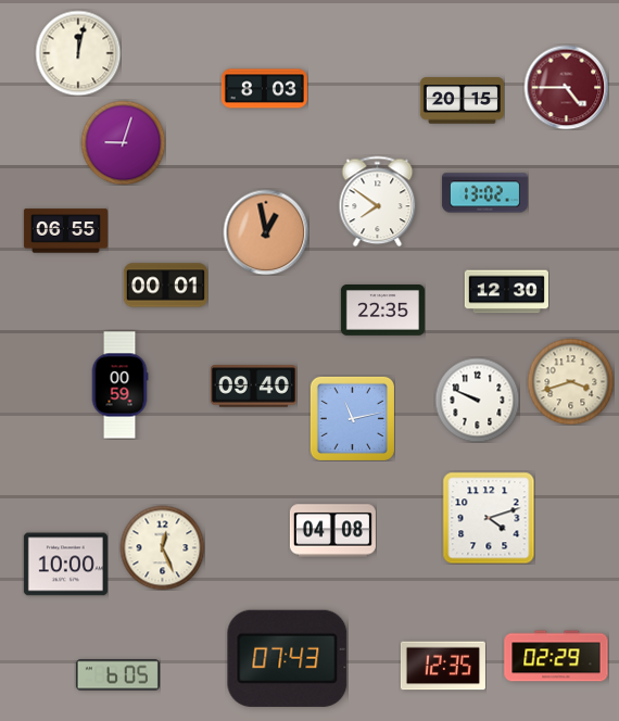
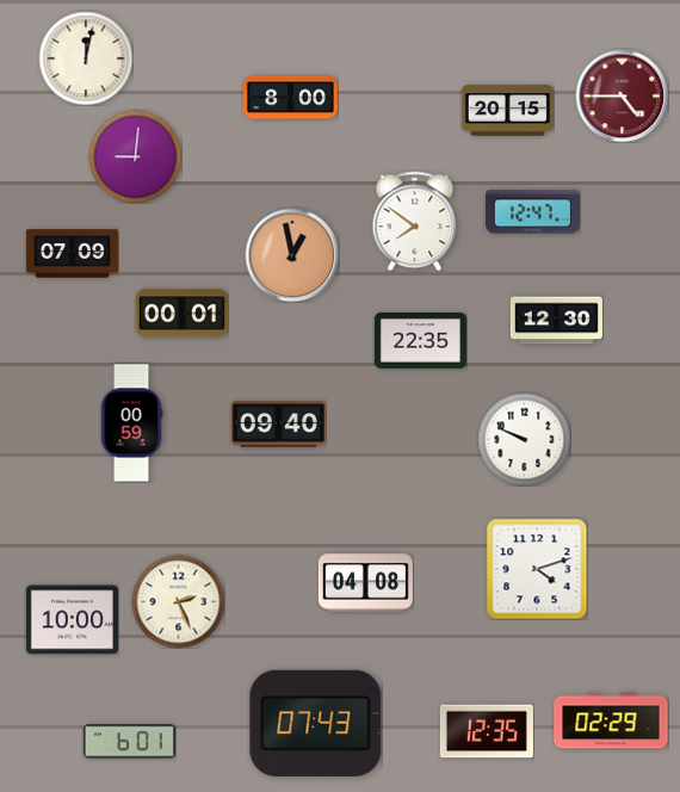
clock at (264, 89): 8:03 -> 8:00
clock at (123, 142): 9:03 -> 9:01
clock at (484, 193): 13:02 -> 12:47
clock at (65, 231): 06:55 -> 07:09
clock at (570, 381): 3:42 -> none
clock at (352, 418): 11:13 -> none
clock at (162, 547): 12:26 -> 2:26
clock at (117, 675): 6:05 -> 6:01
